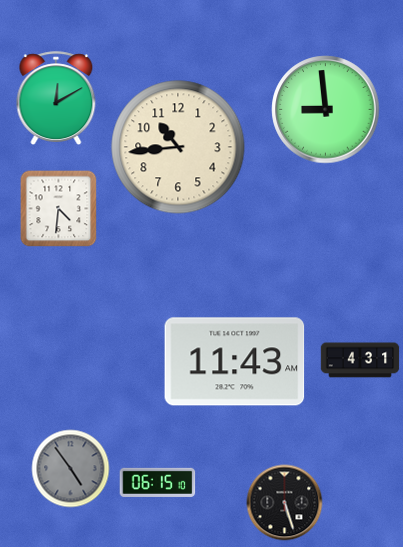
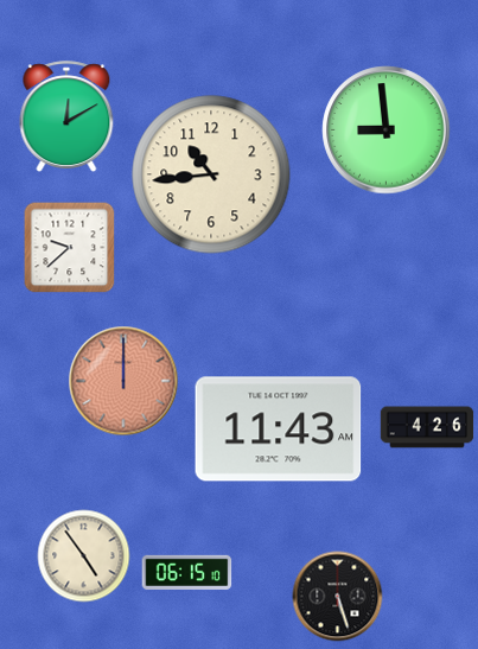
clock at (59, 209): 4:31 -> 9:38
clock at (123, 381): none -> 12:00
clock at (360, 360): 4:31 -> 4:26
clock at (71, 469) dial: grey -> cream
